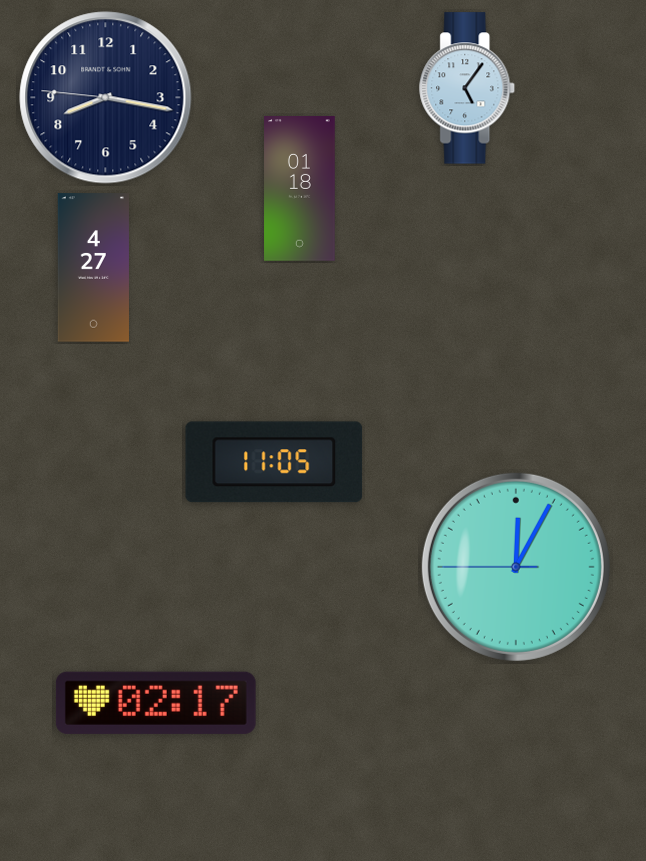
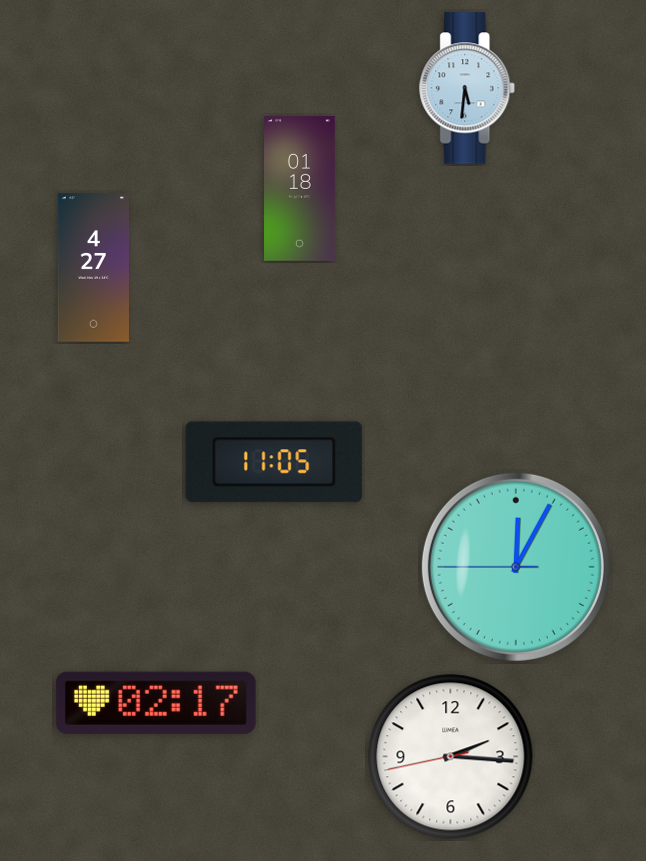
clock at (468, 88): 5:06 -> 5:31
clock at (106, 98): 8:16 -> none
clock at (451, 757): none -> 2:15
